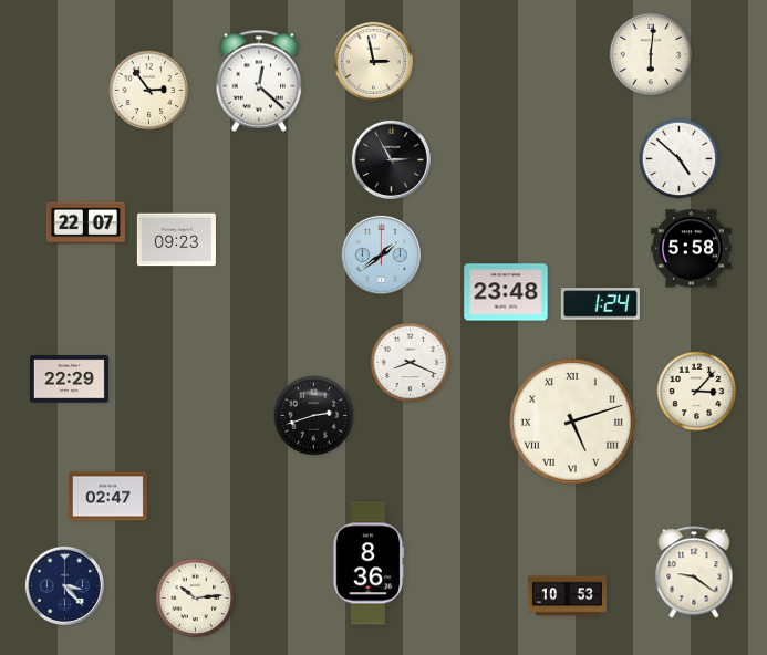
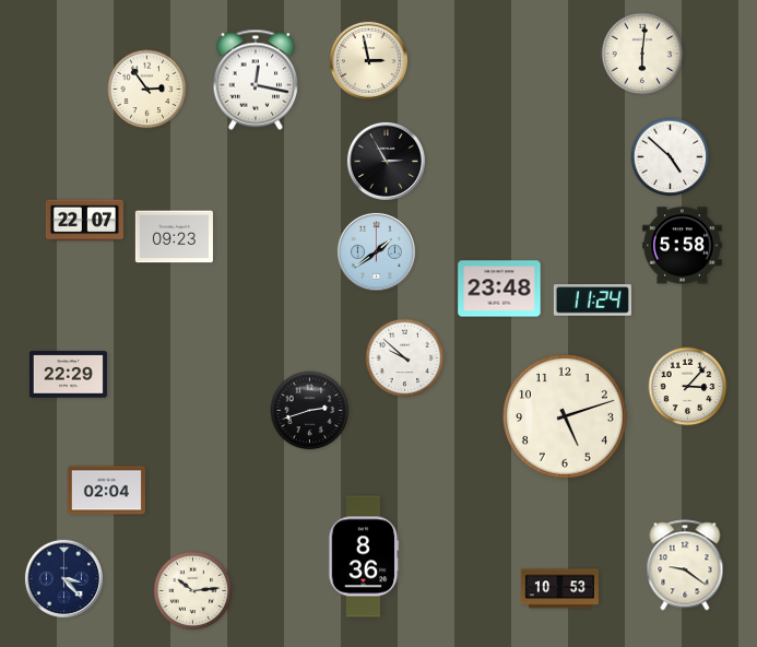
clock at (259, 81): 12:22 -> 12:17
clock at (391, 159) position: (391, 159) -> (386, 161)
clock at (600, 304): 1:24 -> 11:24
clock at (411, 363): 8:19 -> 9:52
clock at (572, 422) numerals: Roman -> Arabic
clock at (107, 497): 02:47 -> 02:04
